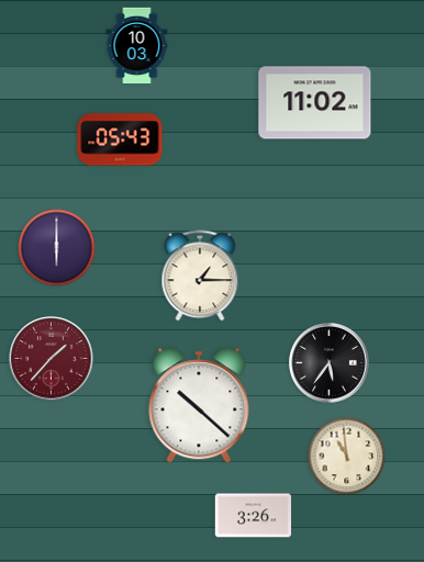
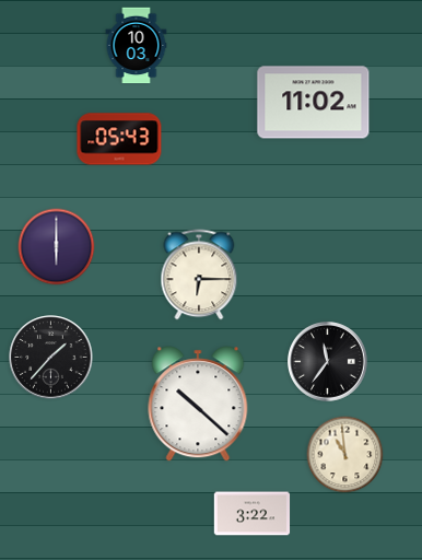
clock at (200, 276): 1:15 -> 6:15
clock at (52, 359) dial: burgundy -> black
clock at (330, 363): 5:36 -> 11:36
clock at (254, 516): 3:26 -> 3:22
